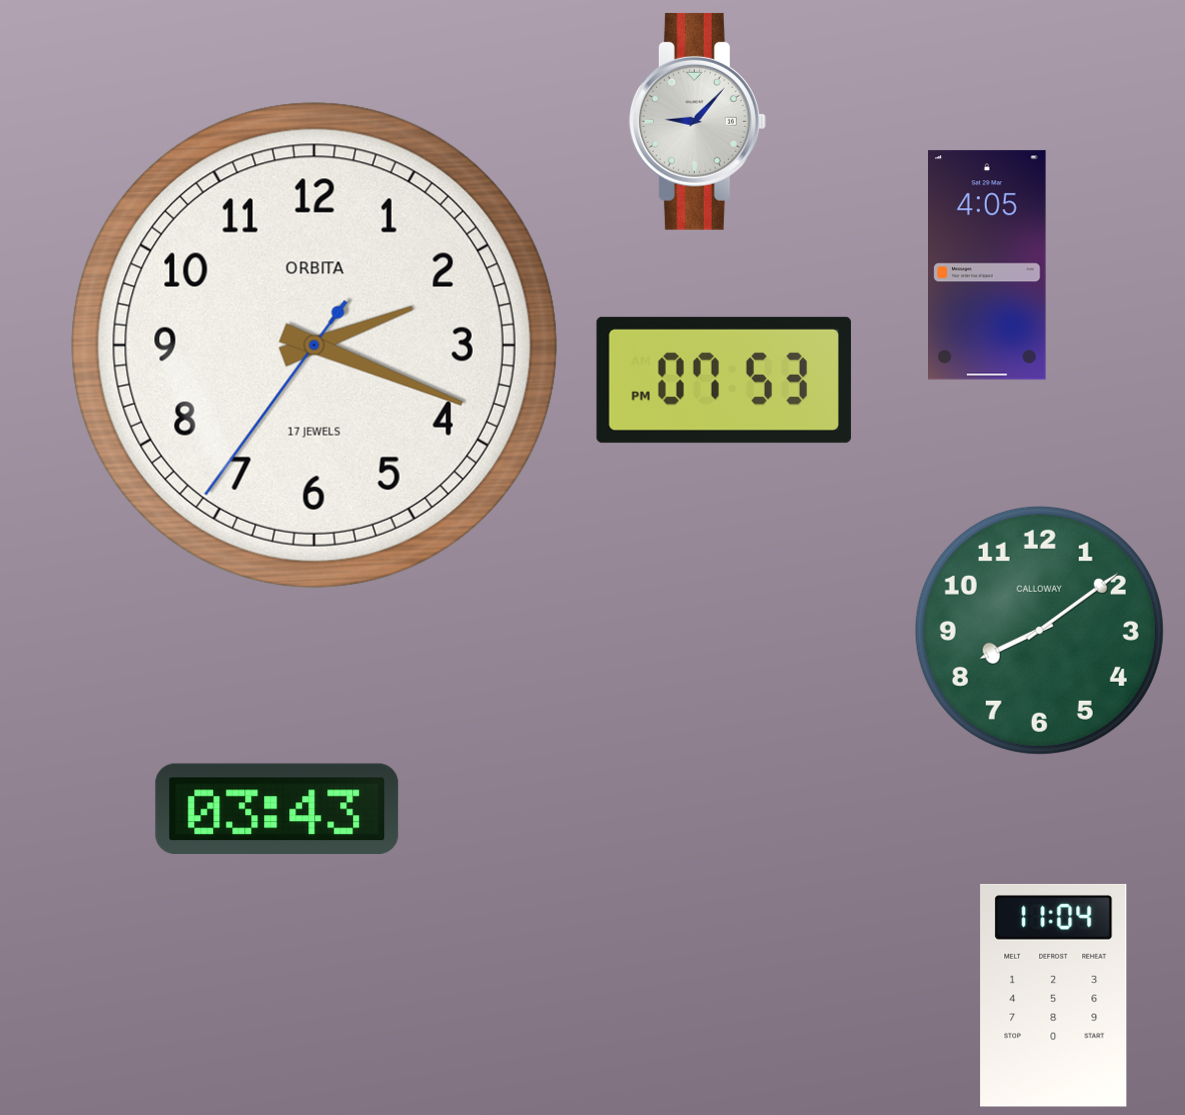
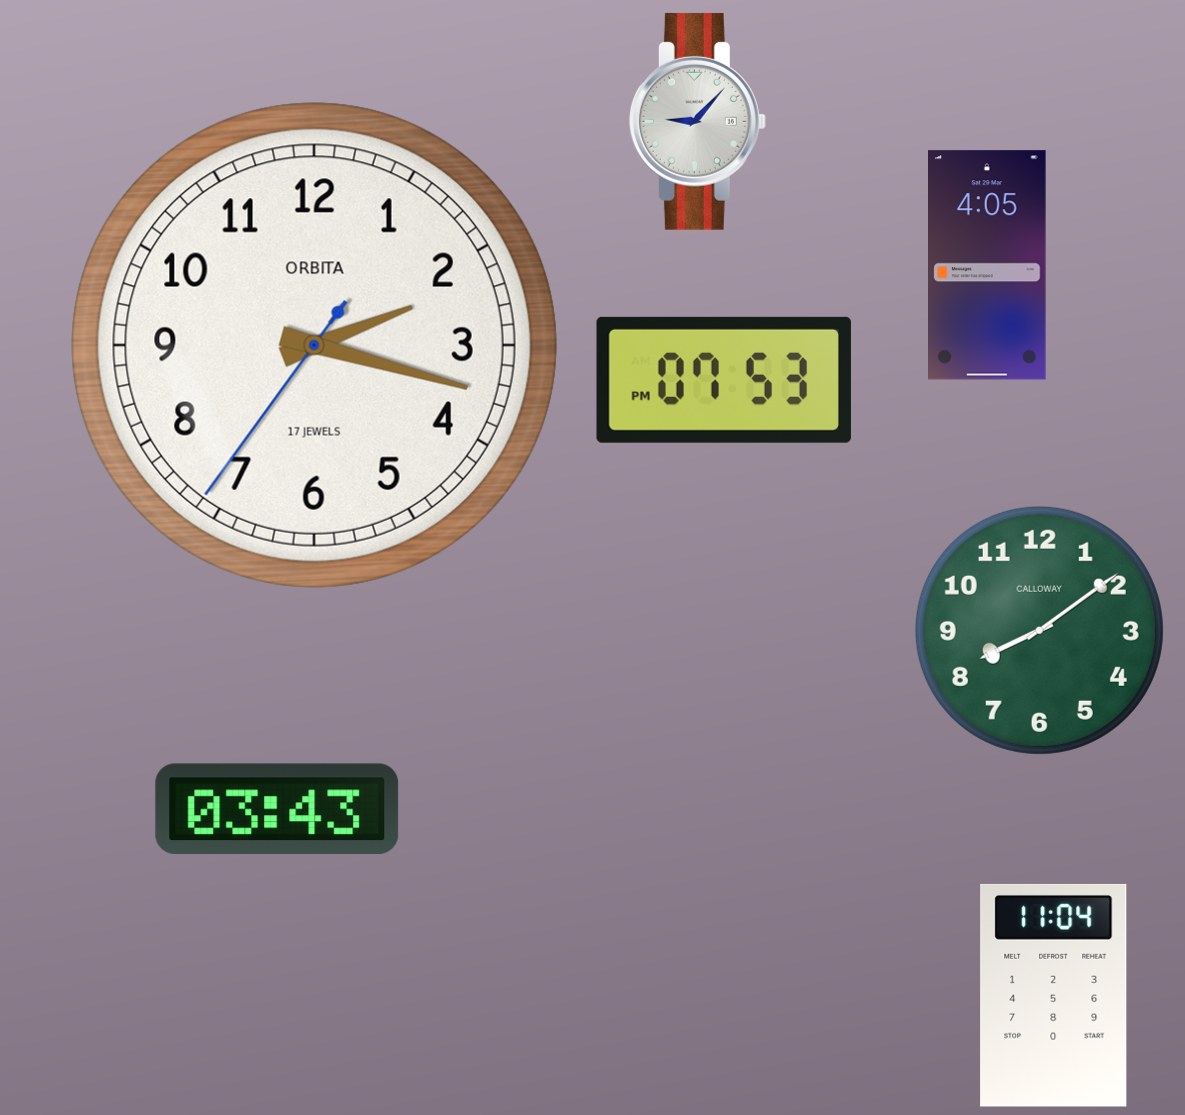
clock at (314, 345): 2:18 -> 2:17
